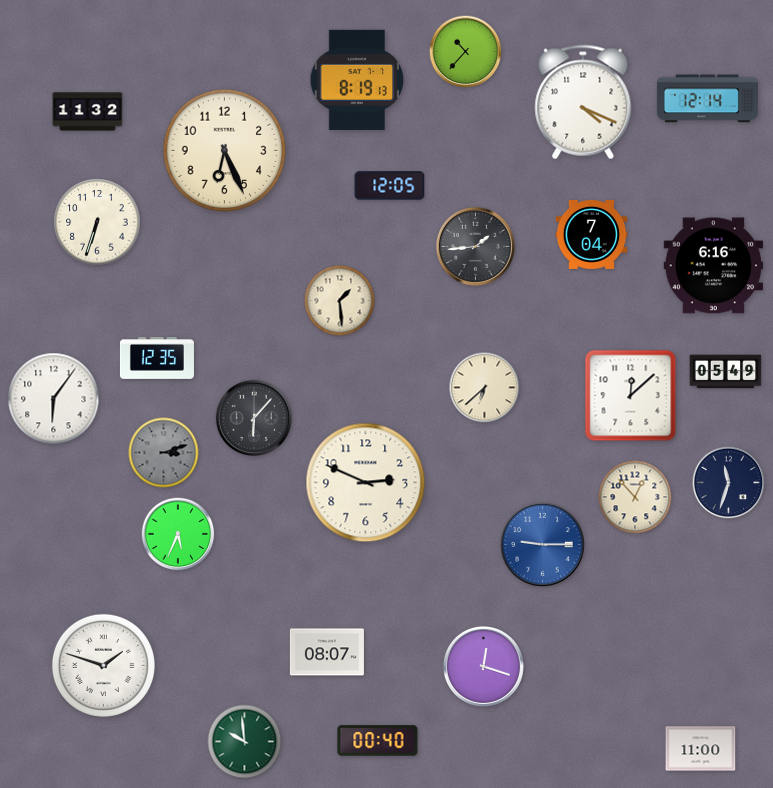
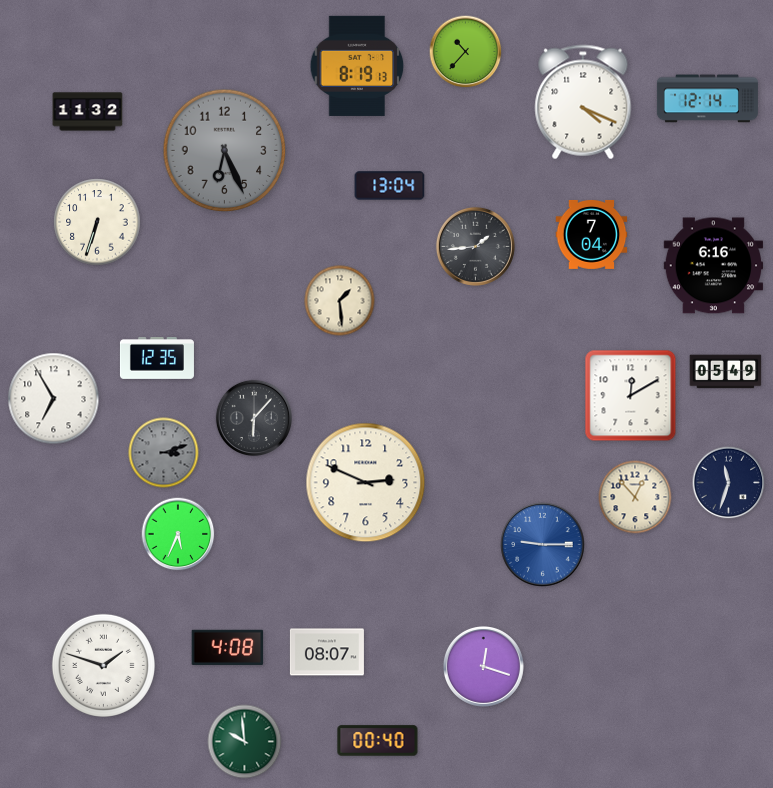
clock at (357, 80) position: (357, 80) -> (357, 66)
clock at (225, 151) dial: cream -> grey
clock at (390, 186): 12:05 -> 13:04
clock at (485, 388): 6:38 -> none
clock at (631, 396): 12:08 -> 12:10
clock at (54, 399): 6:06 -> 6:55
clock at (228, 647): none -> 4:08
clock at (701, 749): 11:00 -> none
